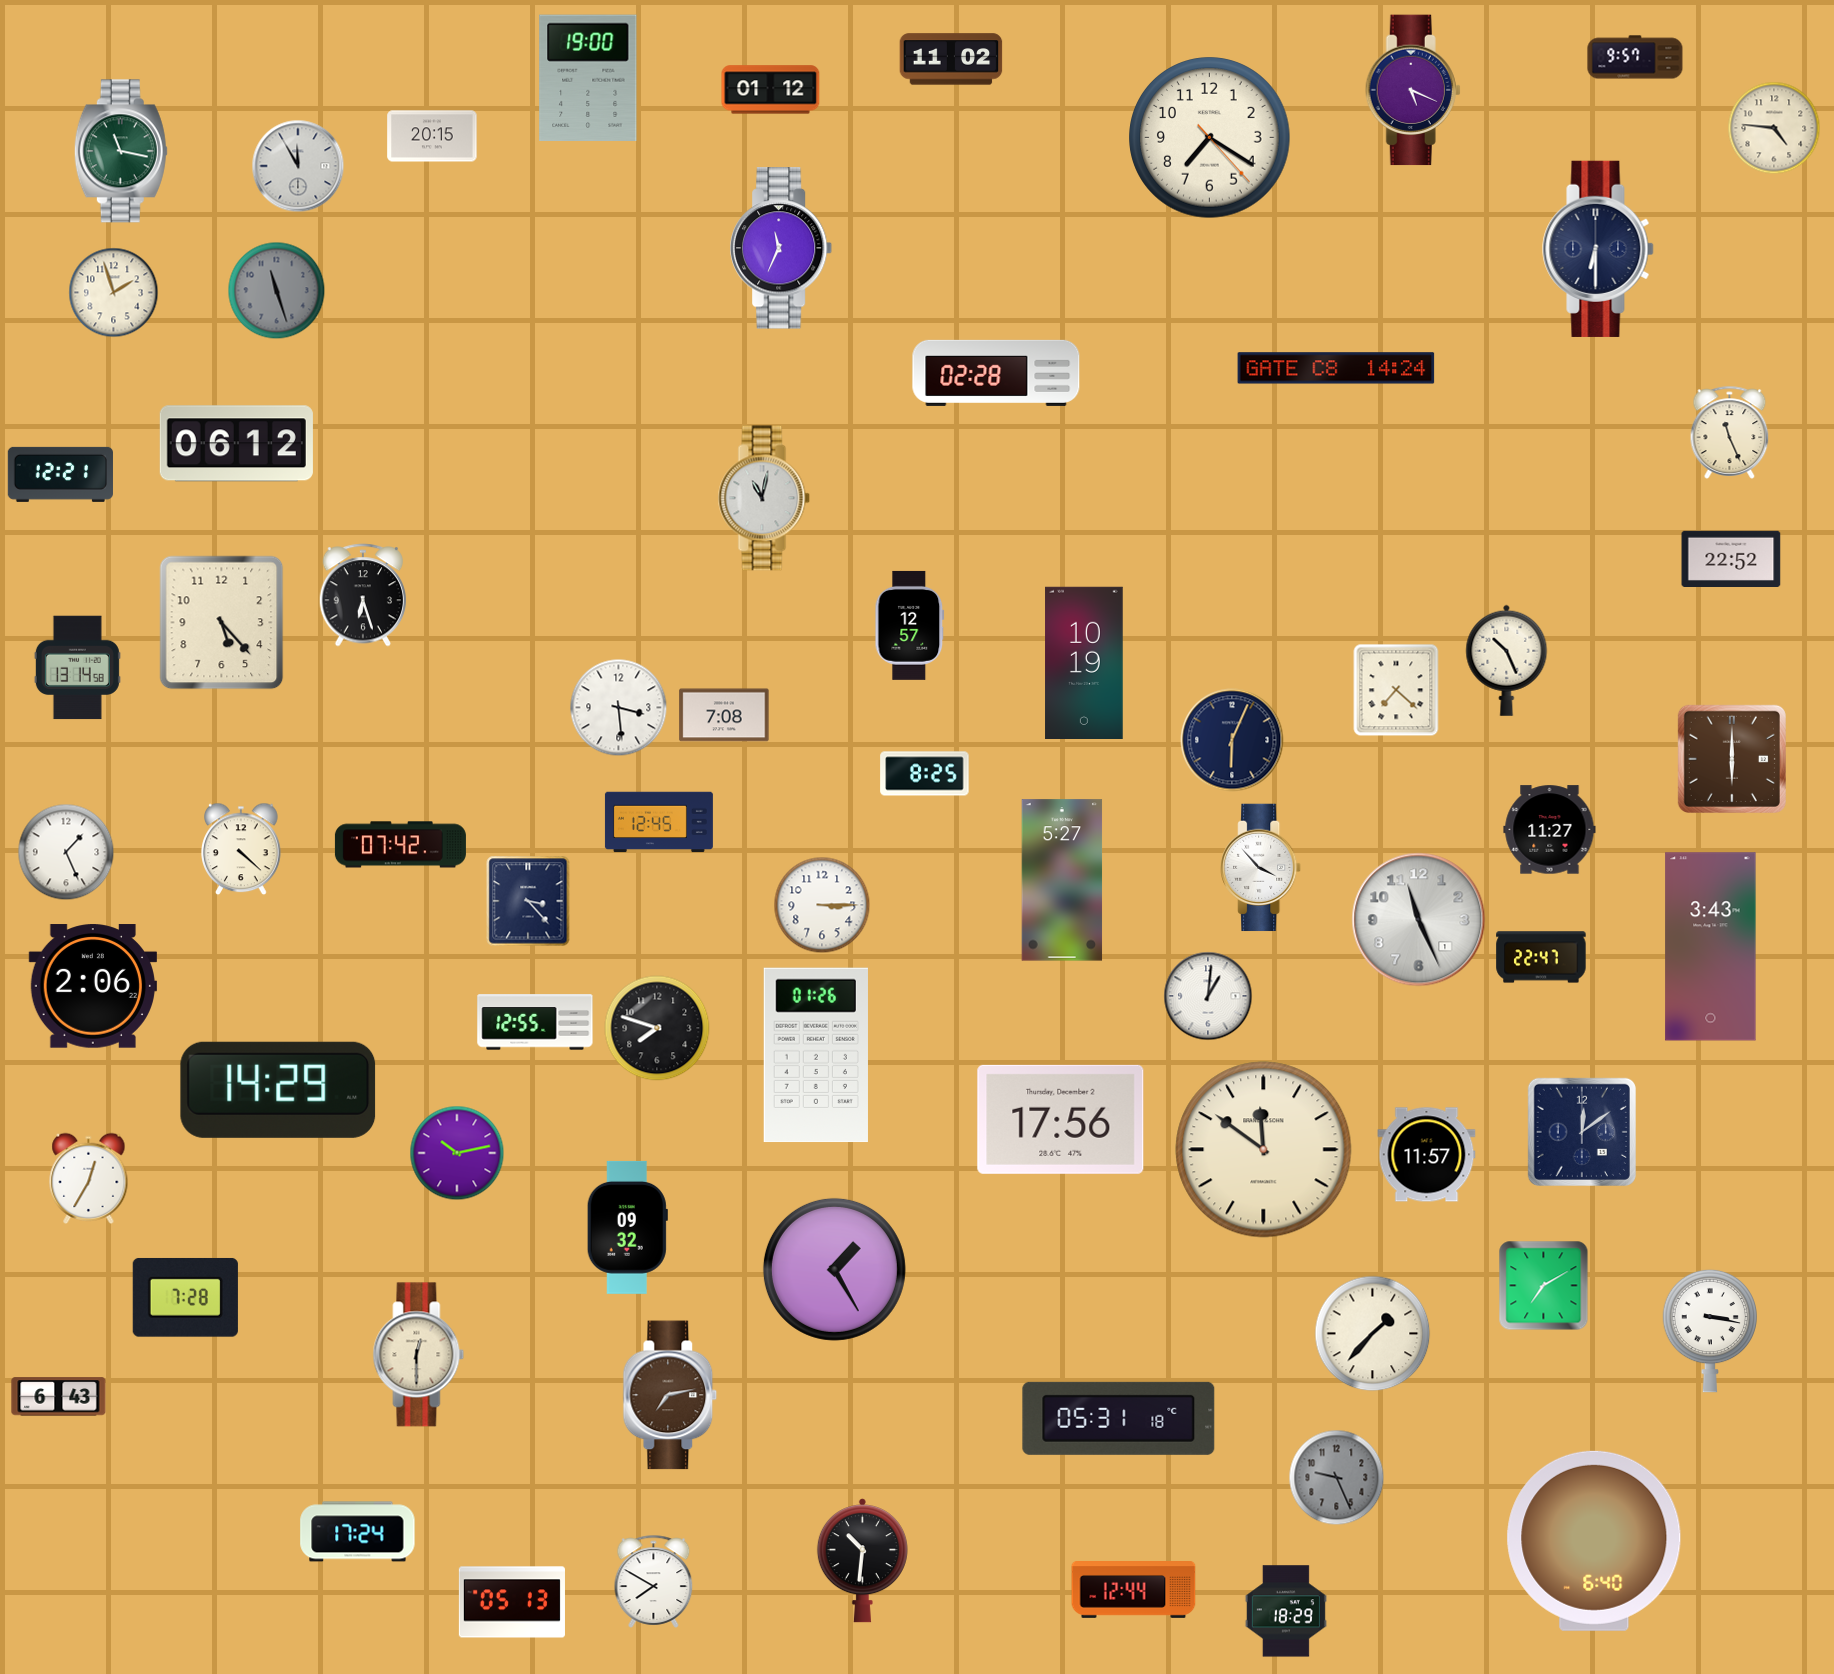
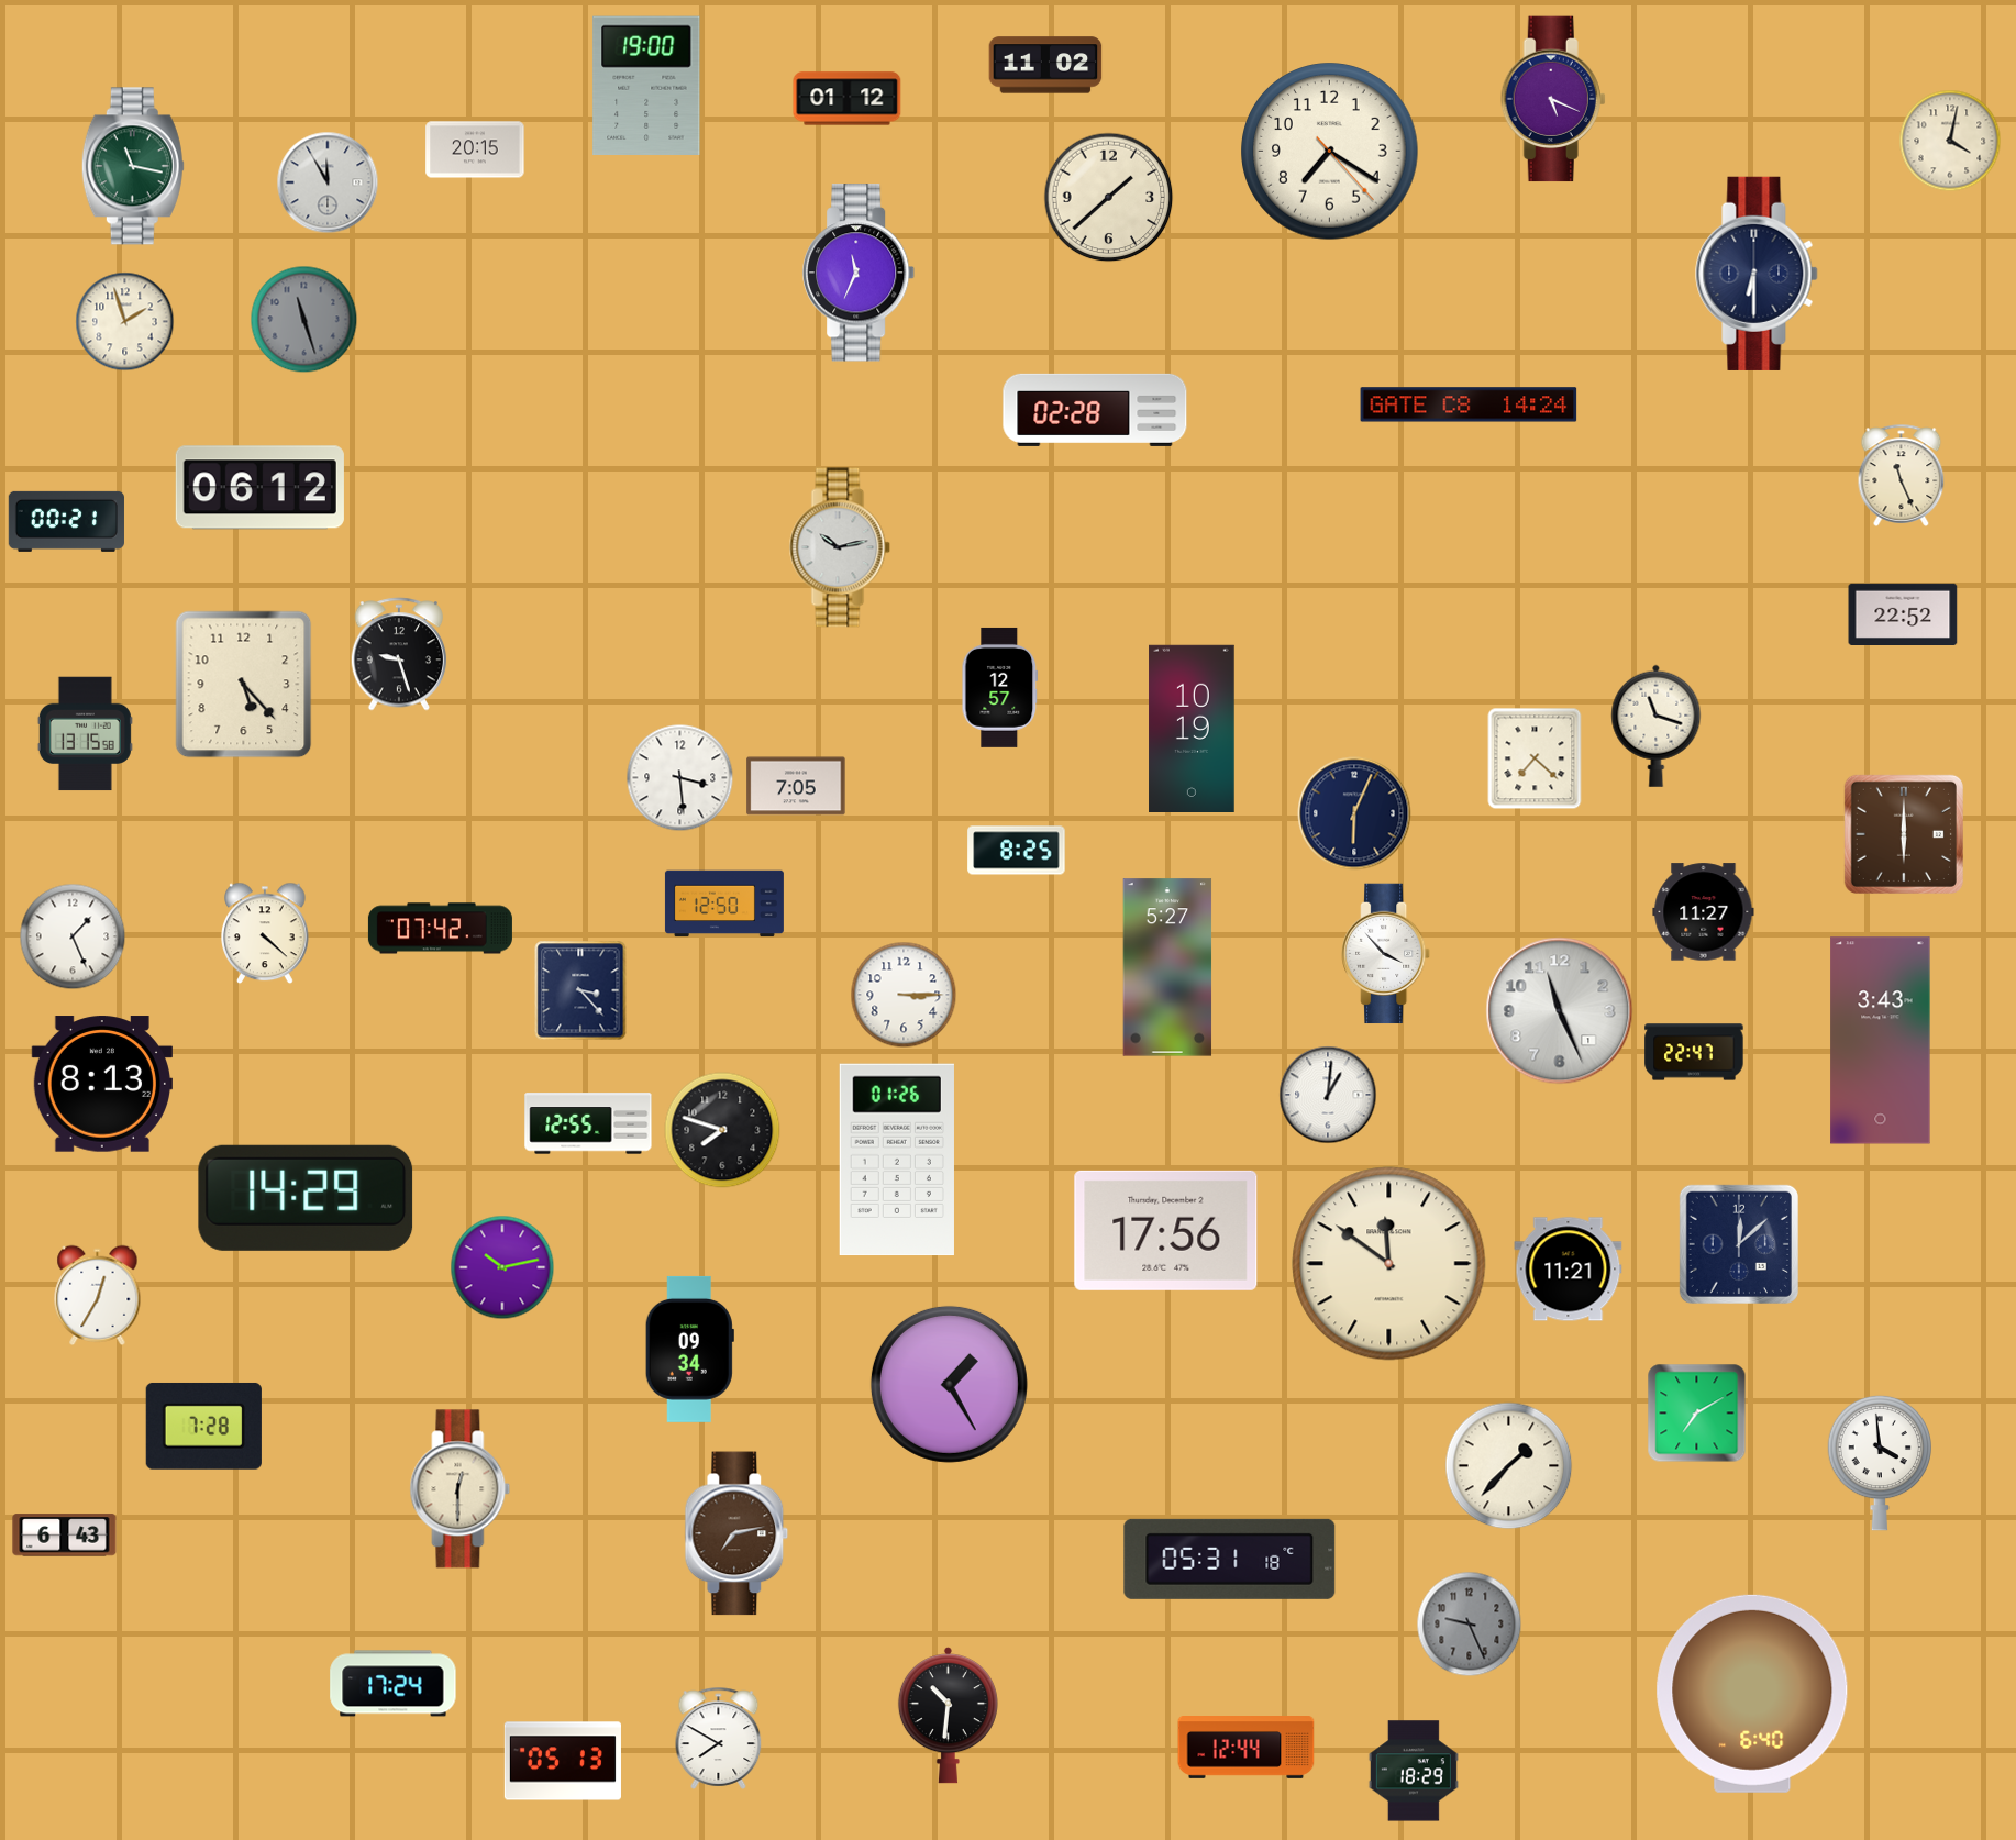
clock at (1635, 57): 9:57 -> none
clock at (1774, 128): 4:46 -> 4:02
clock at (1109, 198): none -> 1:38
clock at (60, 474): 12:21 -> 00:21
clock at (764, 498): 11:02 -> 10:13
clock at (363, 595): 6:27 -> 9:27
clock at (1507, 660): 10:26 -> 11:18
clock at (77, 668): 13:14 -> 13:15
clock at (724, 715): 7:08 -> 7:05
clock at (659, 822): 12:45 -> 12:50
clock at (93, 986): 2:06 -> 8:13
clock at (1582, 1132): 12:09 -> 12:08
clock at (1427, 1155): 11:57 -> 11:21
clock at (627, 1227): 09:32 -> 09:34
clock at (834, 1269) position: (834, 1269) -> (949, 1384)
clock at (1709, 1331): 3:17 -> 3:59
